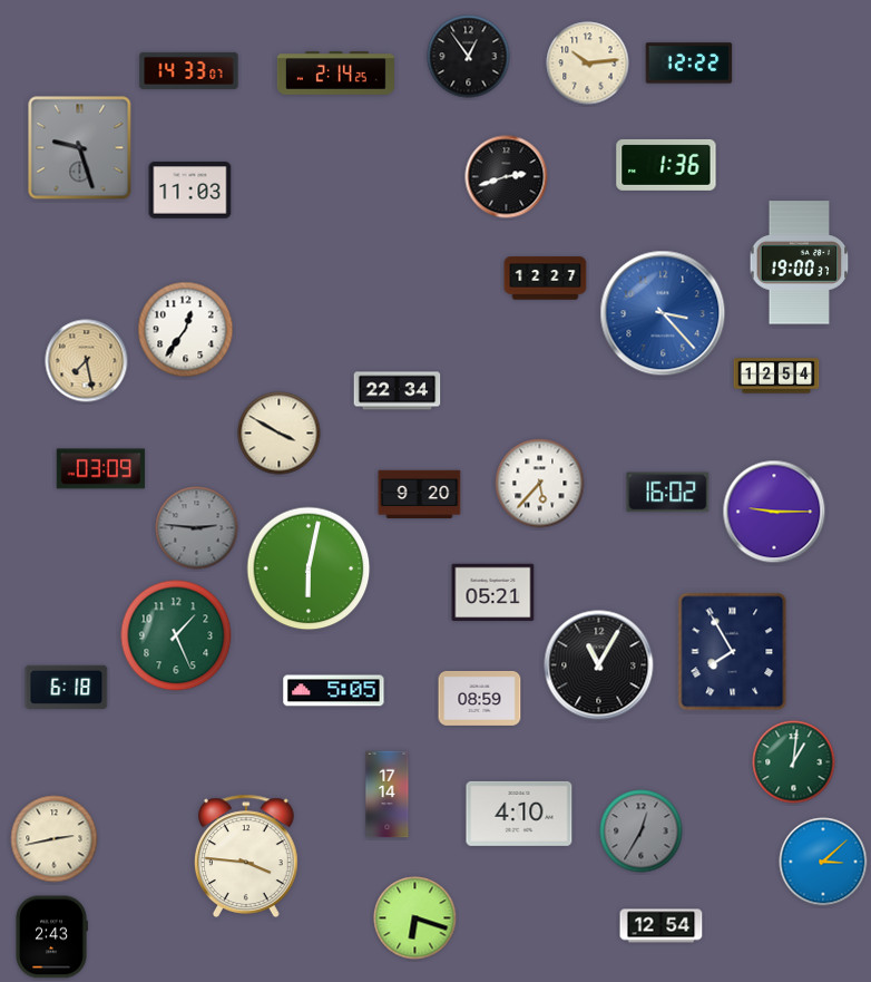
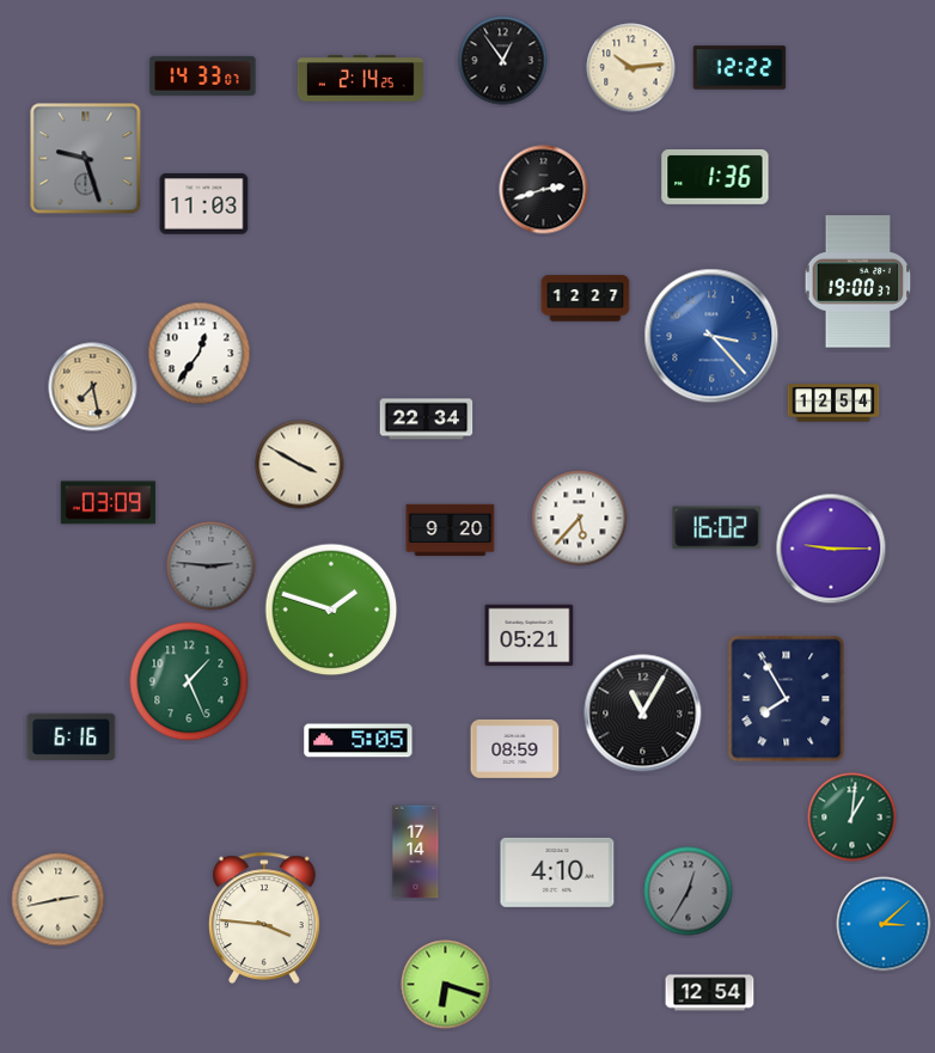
clock at (309, 568): 6:02 -> 1:48
clock at (67, 687): 6:18 -> 6:16
clock at (51, 937): 2:43 -> none
